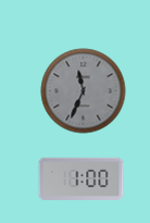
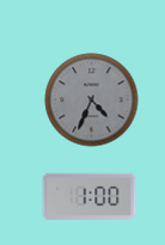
clock at (83, 90): 11:34 -> 4:34
